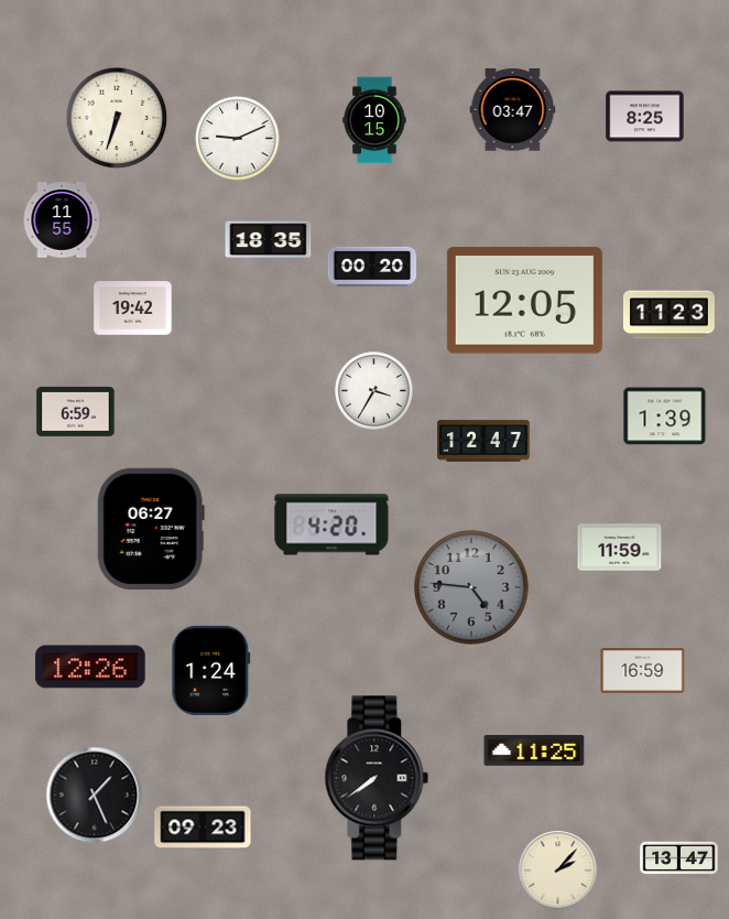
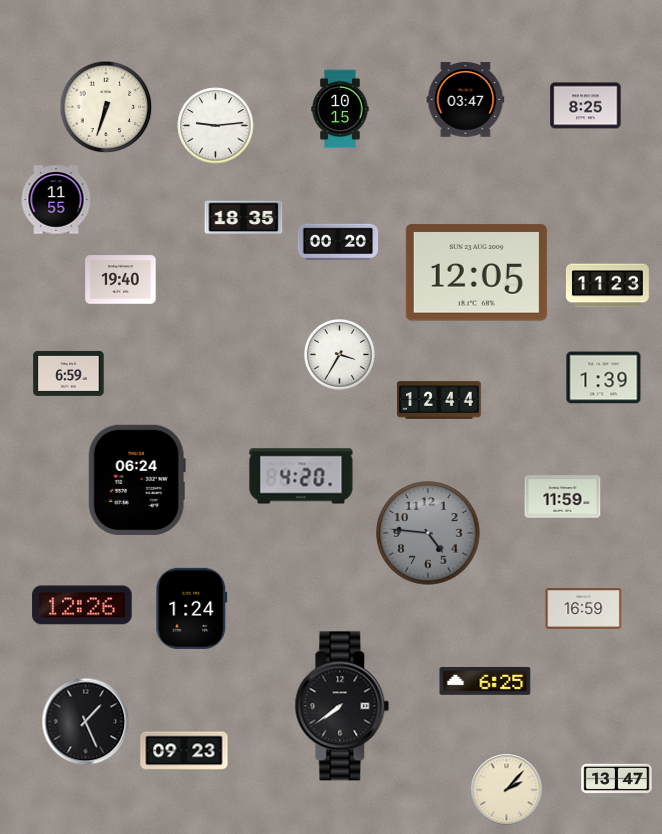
clock at (238, 139): 9:11 -> 9:14
clock at (133, 309): 19:42 -> 19:40
clock at (483, 441): 12:47 -> 12:44
clock at (151, 529): 06:27 -> 06:24
clock at (534, 750): 11:25 -> 6:25
